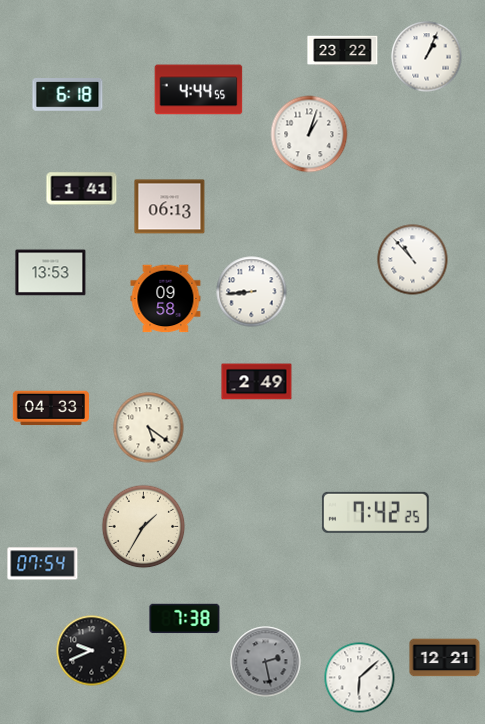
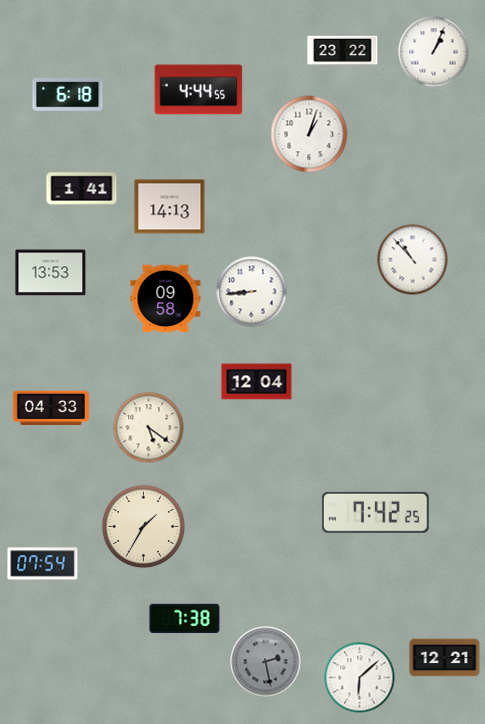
clock at (427, 57) position: (427, 57) -> (434, 52)
clock at (170, 207): 06:13 -> 14:13
clock at (257, 382): 2:49 -> 12:04
clock at (92, 651): 9:41 -> none
